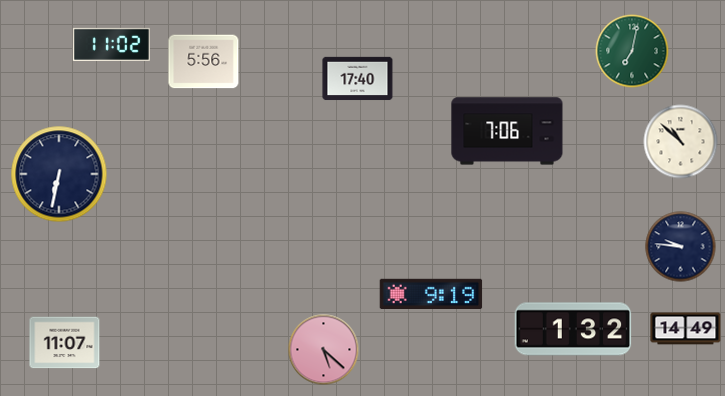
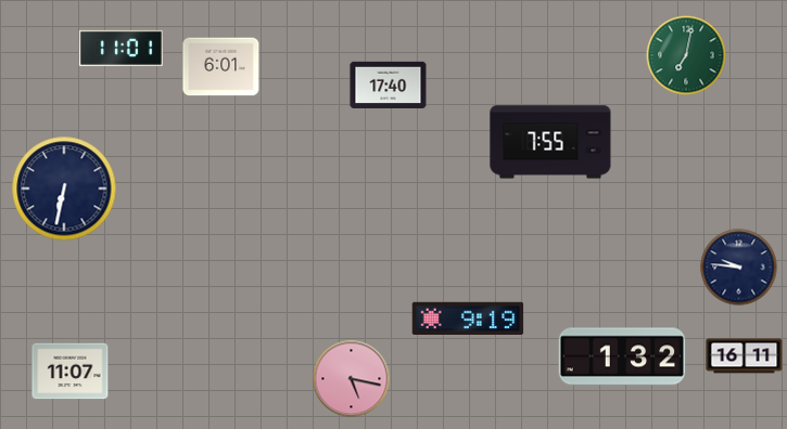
clock at (111, 44): 11:02 -> 11:01
clock at (204, 62): 5:56 -> 6:01
clock at (507, 131): 7:06 -> 7:55
clock at (681, 142): 10:52 -> none
clock at (686, 329): 14:49 -> 16:11
clock at (324, 350): 5:22 -> 5:17
